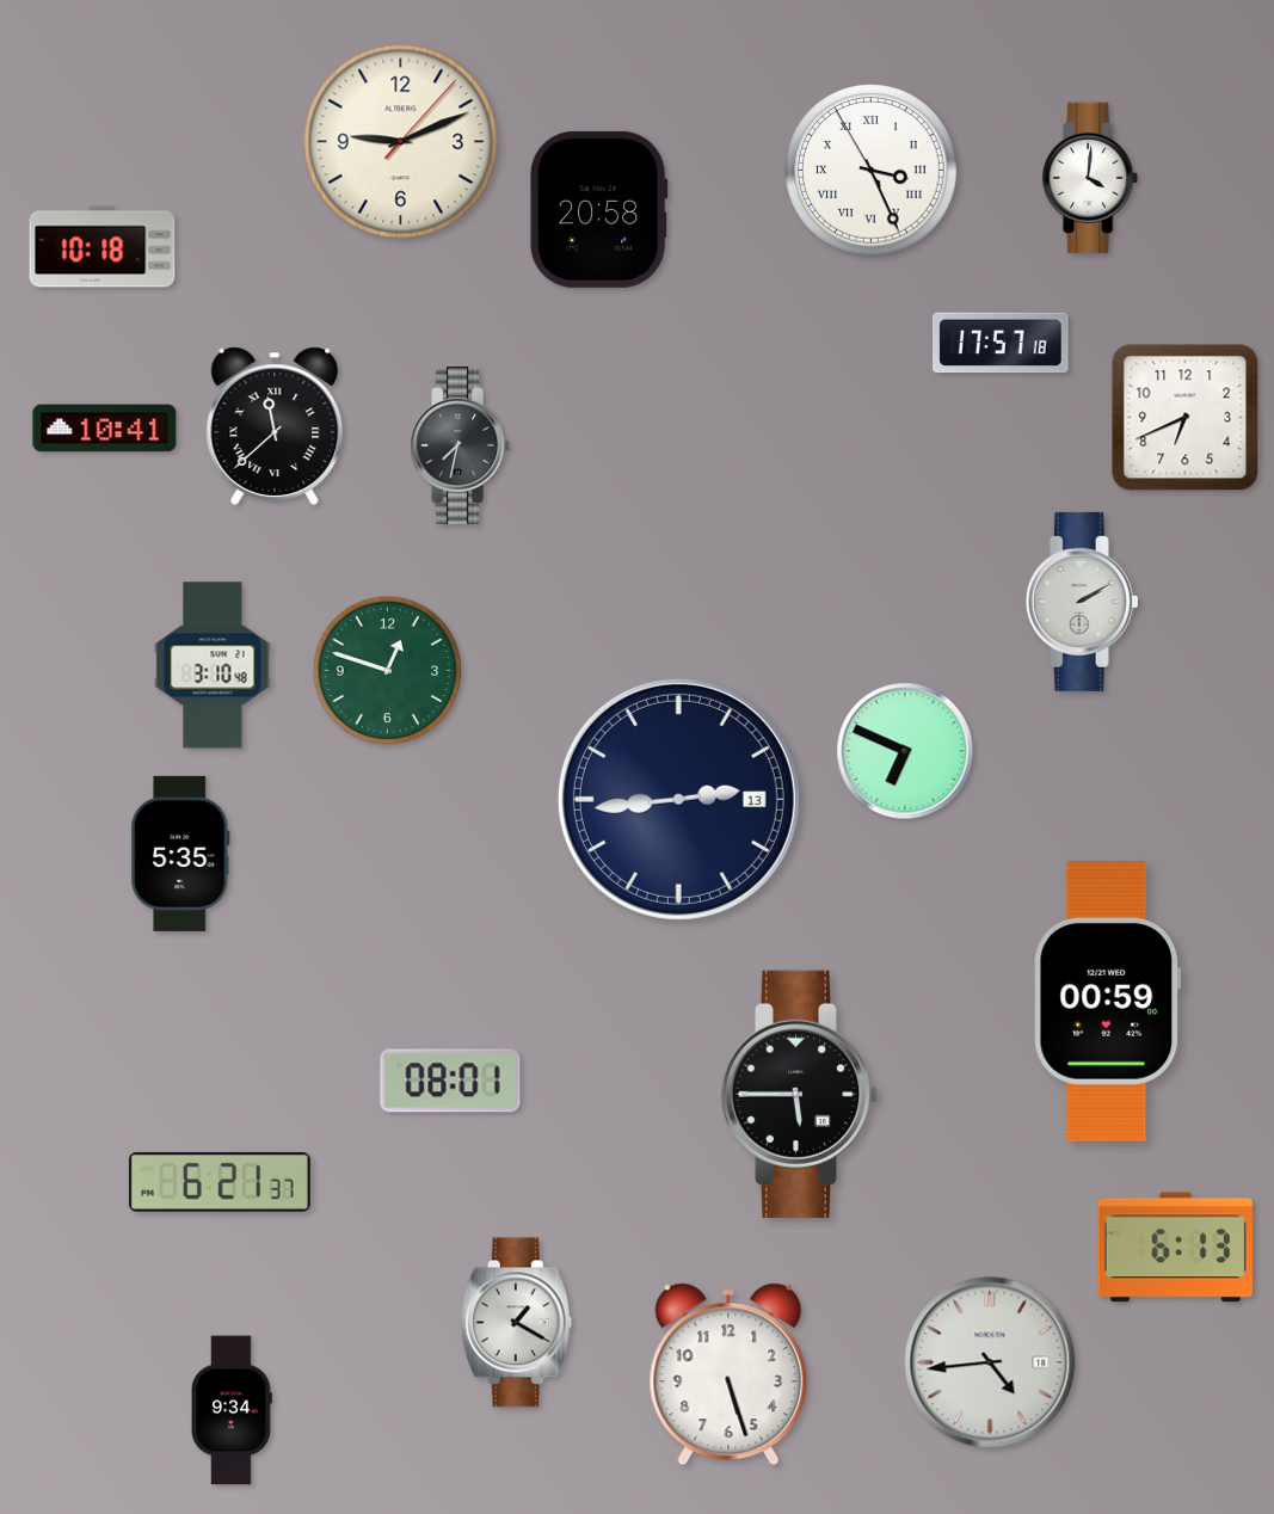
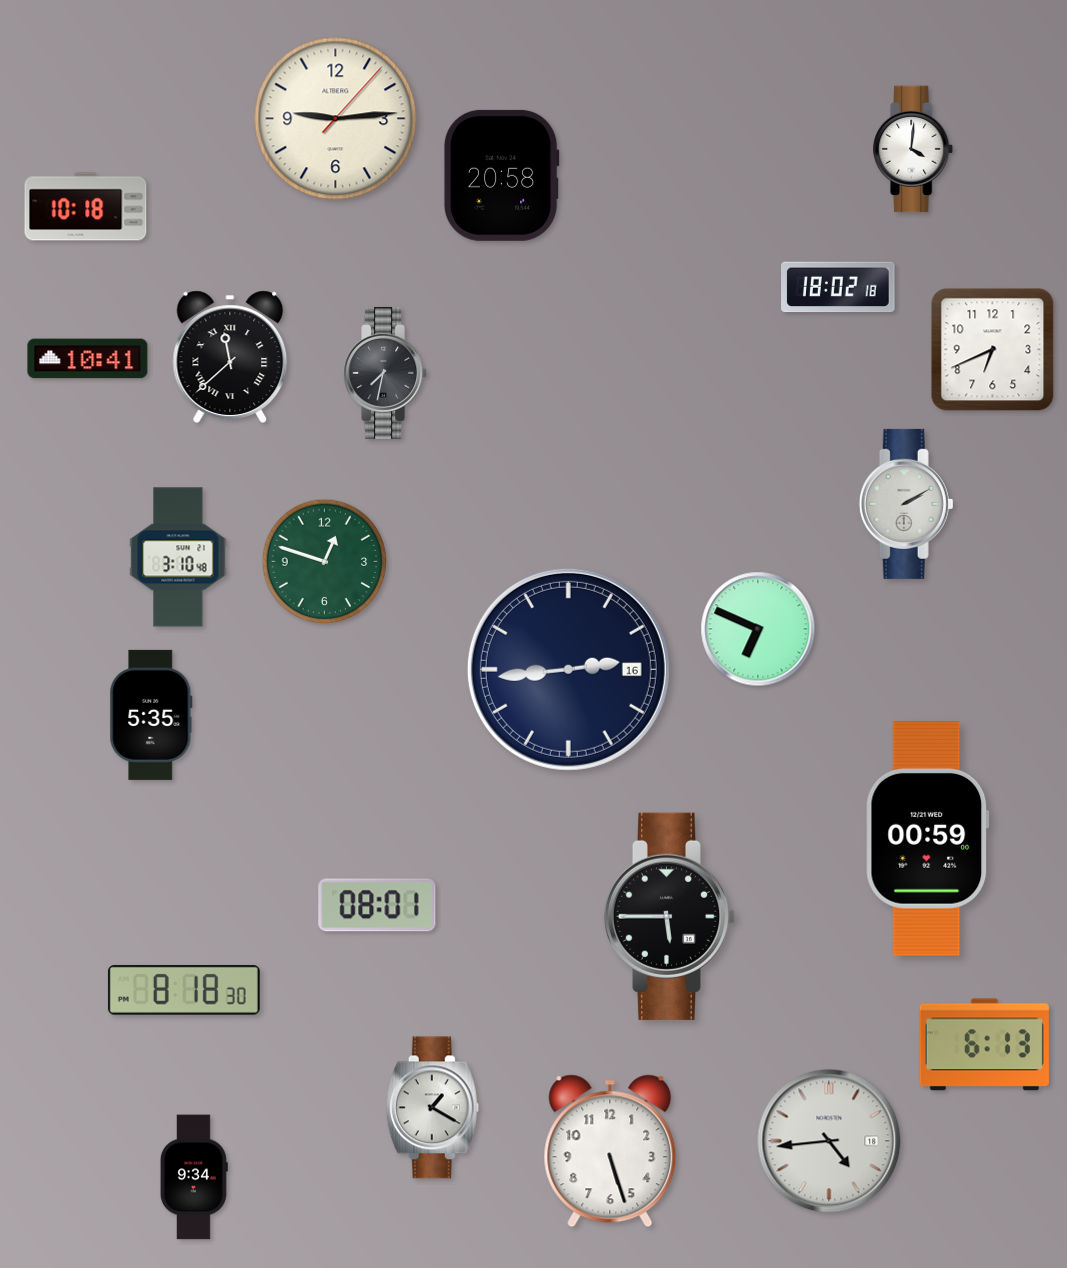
clock at (401, 142): 9:11 -> 9:14
clock at (872, 171): 3:25 -> none
clock at (1001, 343): 17:57 -> 18:02
clock at (678, 799) date: 13 -> 16
clock at (220, 1182): 6:21 -> 8:18
clock at (232, 1410) position: (232, 1410) -> (194, 1177)
